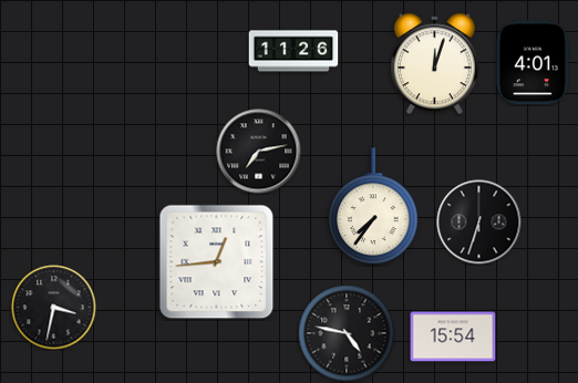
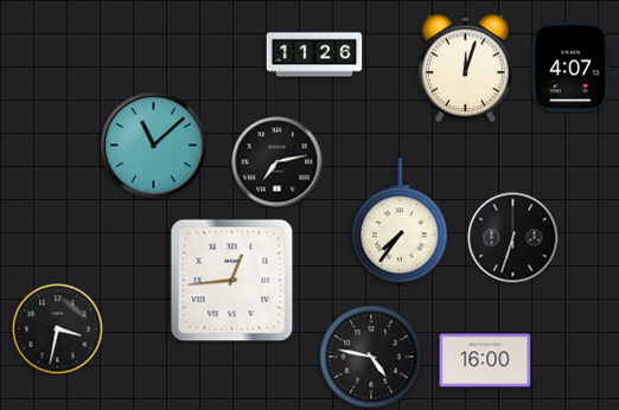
clock at (533, 63): 4:01 -> 4:07
clock at (154, 146): none -> 11:08
clock at (453, 337): 15:54 -> 16:00
